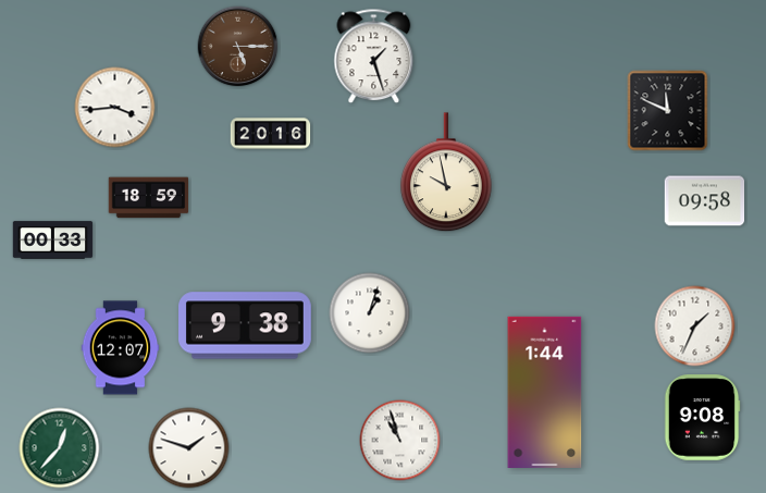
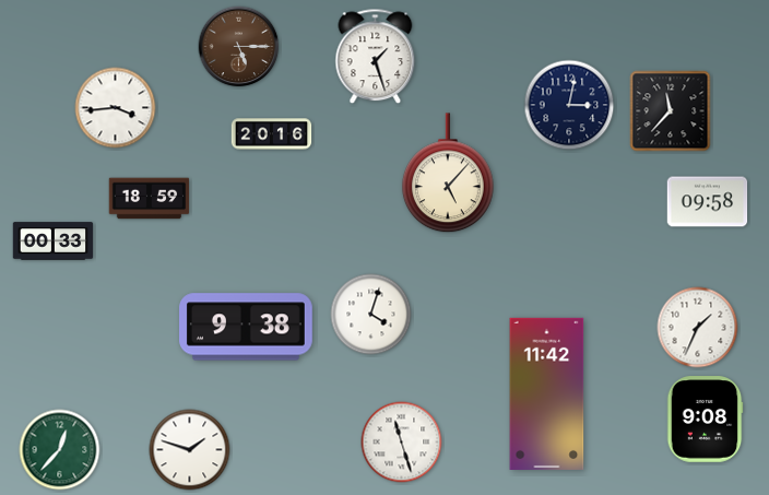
clock at (569, 105): none -> 3:02
clock at (668, 111): 11:49 -> 11:37
clock at (446, 173): 9:58 -> 5:07
clock at (370, 313): 1:03 -> 4:03
clock at (121, 348): 12:07 -> none
clock at (545, 392): 1:44 -> 11:42
clock at (400, 441): 10:57 -> 11:27
